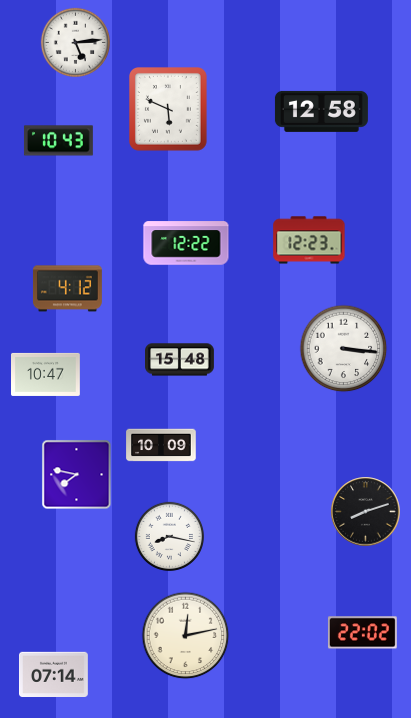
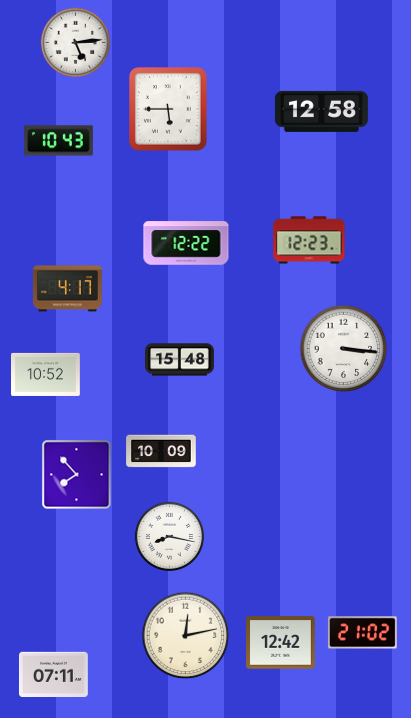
clock at (169, 110): 5:49 -> 5:45
clock at (67, 289): 4:12 -> 4:17
clock at (46, 374): 10:47 -> 10:52
clock at (161, 445) position: (161, 445) -> (161, 451)
clock at (77, 475): 7:47 -> 7:53
clock at (366, 512): 8:12 -> none
clock at (362, 633): 22:02 -> 21:02
clock at (281, 643): none -> 12:42
clock at (54, 674): 07:14 -> 07:11
